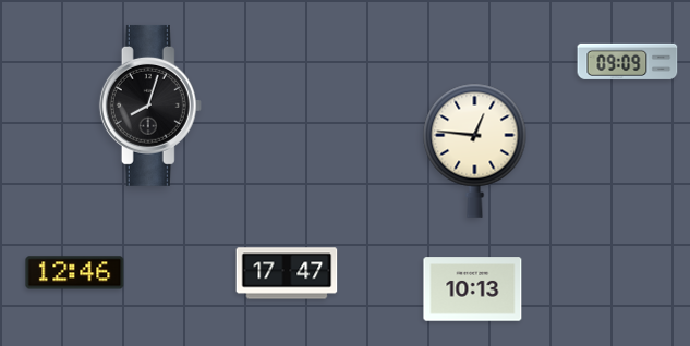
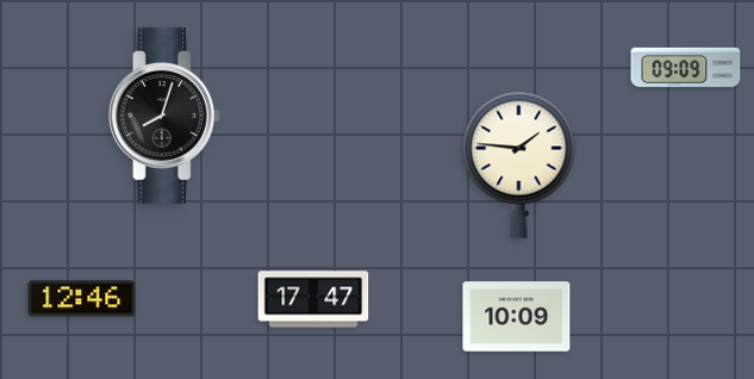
clock at (475, 150): 12:46 -> 1:46
clock at (473, 289): 10:13 -> 10:09
